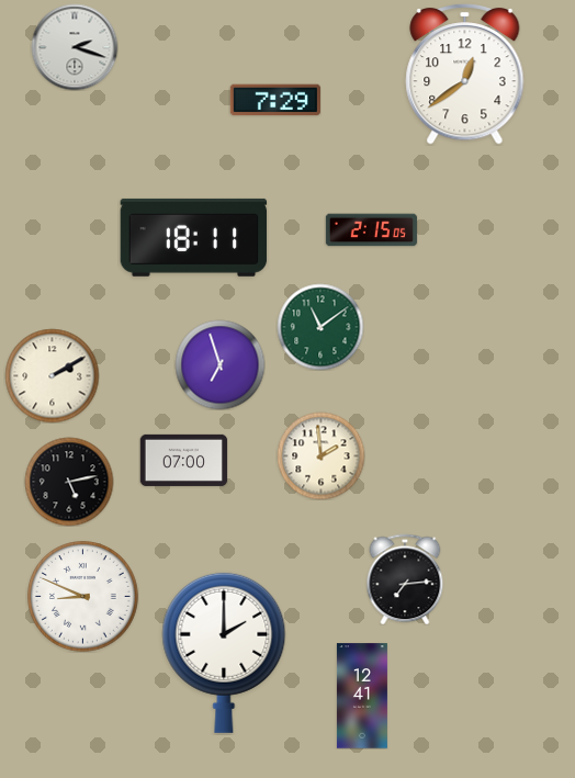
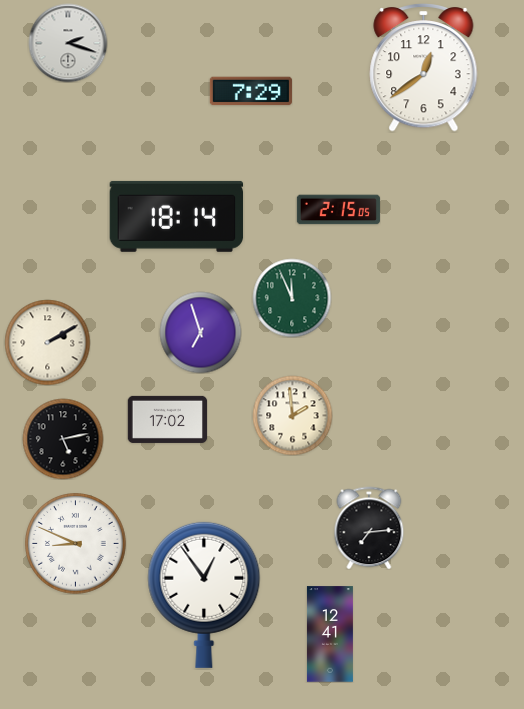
clock at (194, 237): 18:11 -> 18:14
clock at (320, 327): 11:09 -> 11:56
clock at (183, 460): 07:00 -> 17:02
clock at (224, 653): 2:00 -> 12:54
